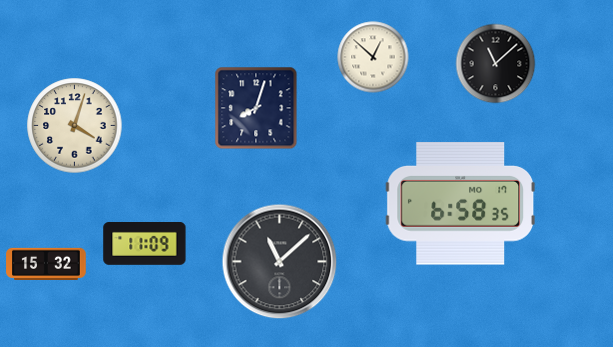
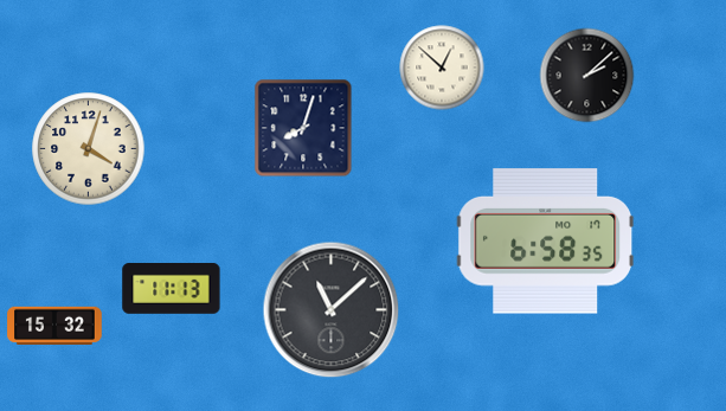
clock at (496, 64): 11:08 -> 2:08
clock at (145, 244): 11:09 -> 11:13
clock at (46, 263) position: (46, 263) -> (54, 325)
